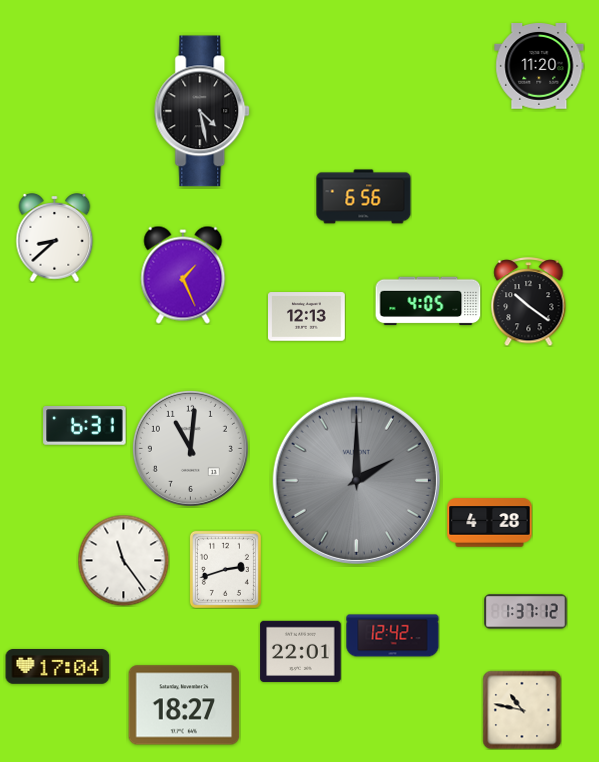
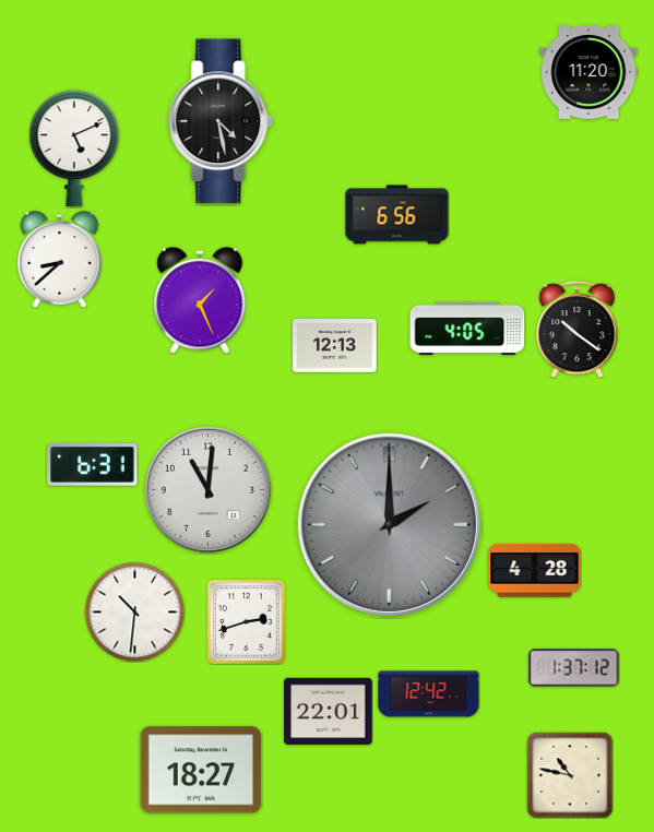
clock at (74, 148): none -> 5:11
clock at (123, 560): 11:24 -> 10:31
clock at (58, 667): 17:04 -> none
